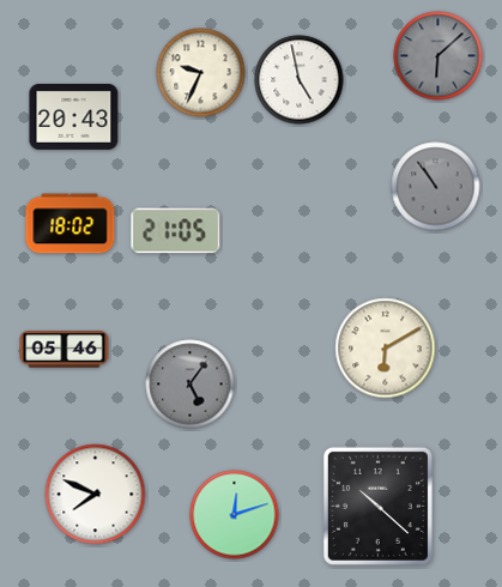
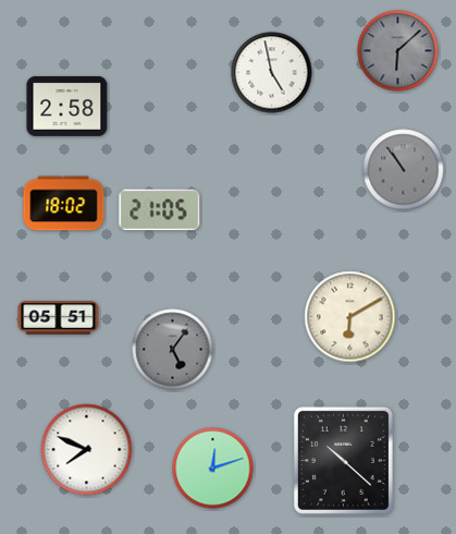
clock at (201, 73): 9:34 -> none
clock at (74, 116): 20:43 -> 2:58
clock at (436, 187) position: (436, 187) -> (404, 170)
clock at (65, 350): 05:46 -> 05:51
